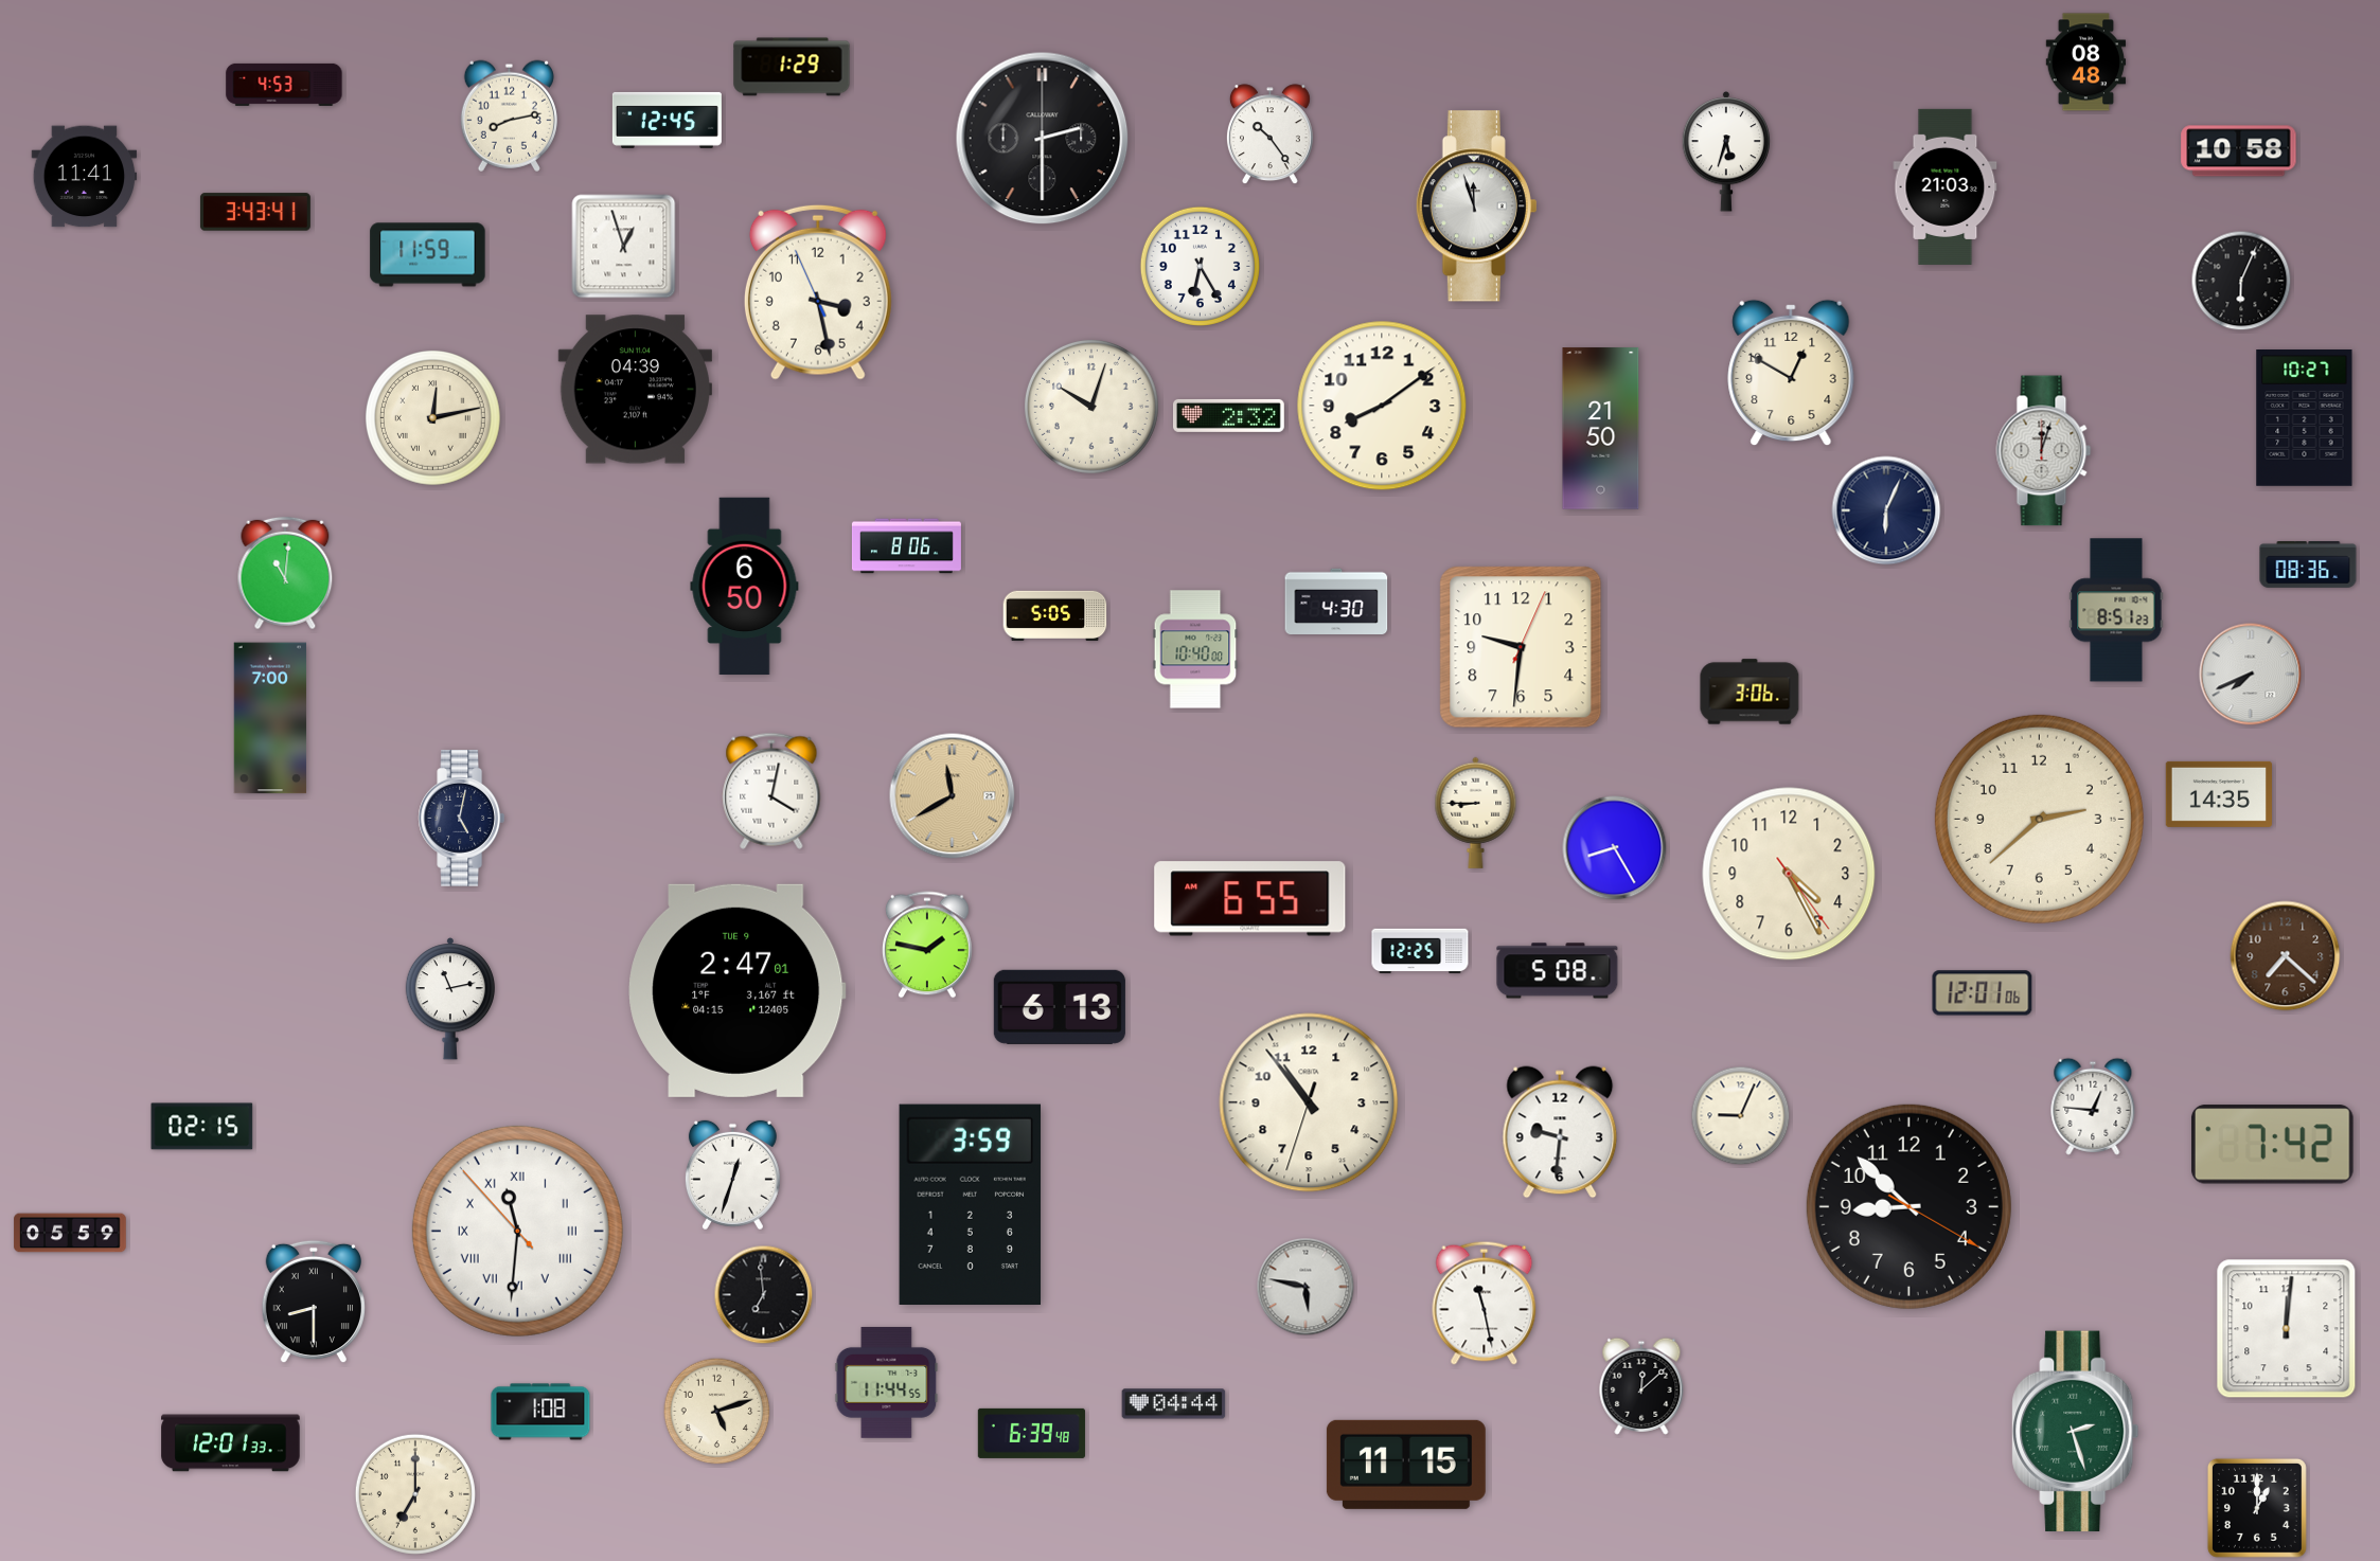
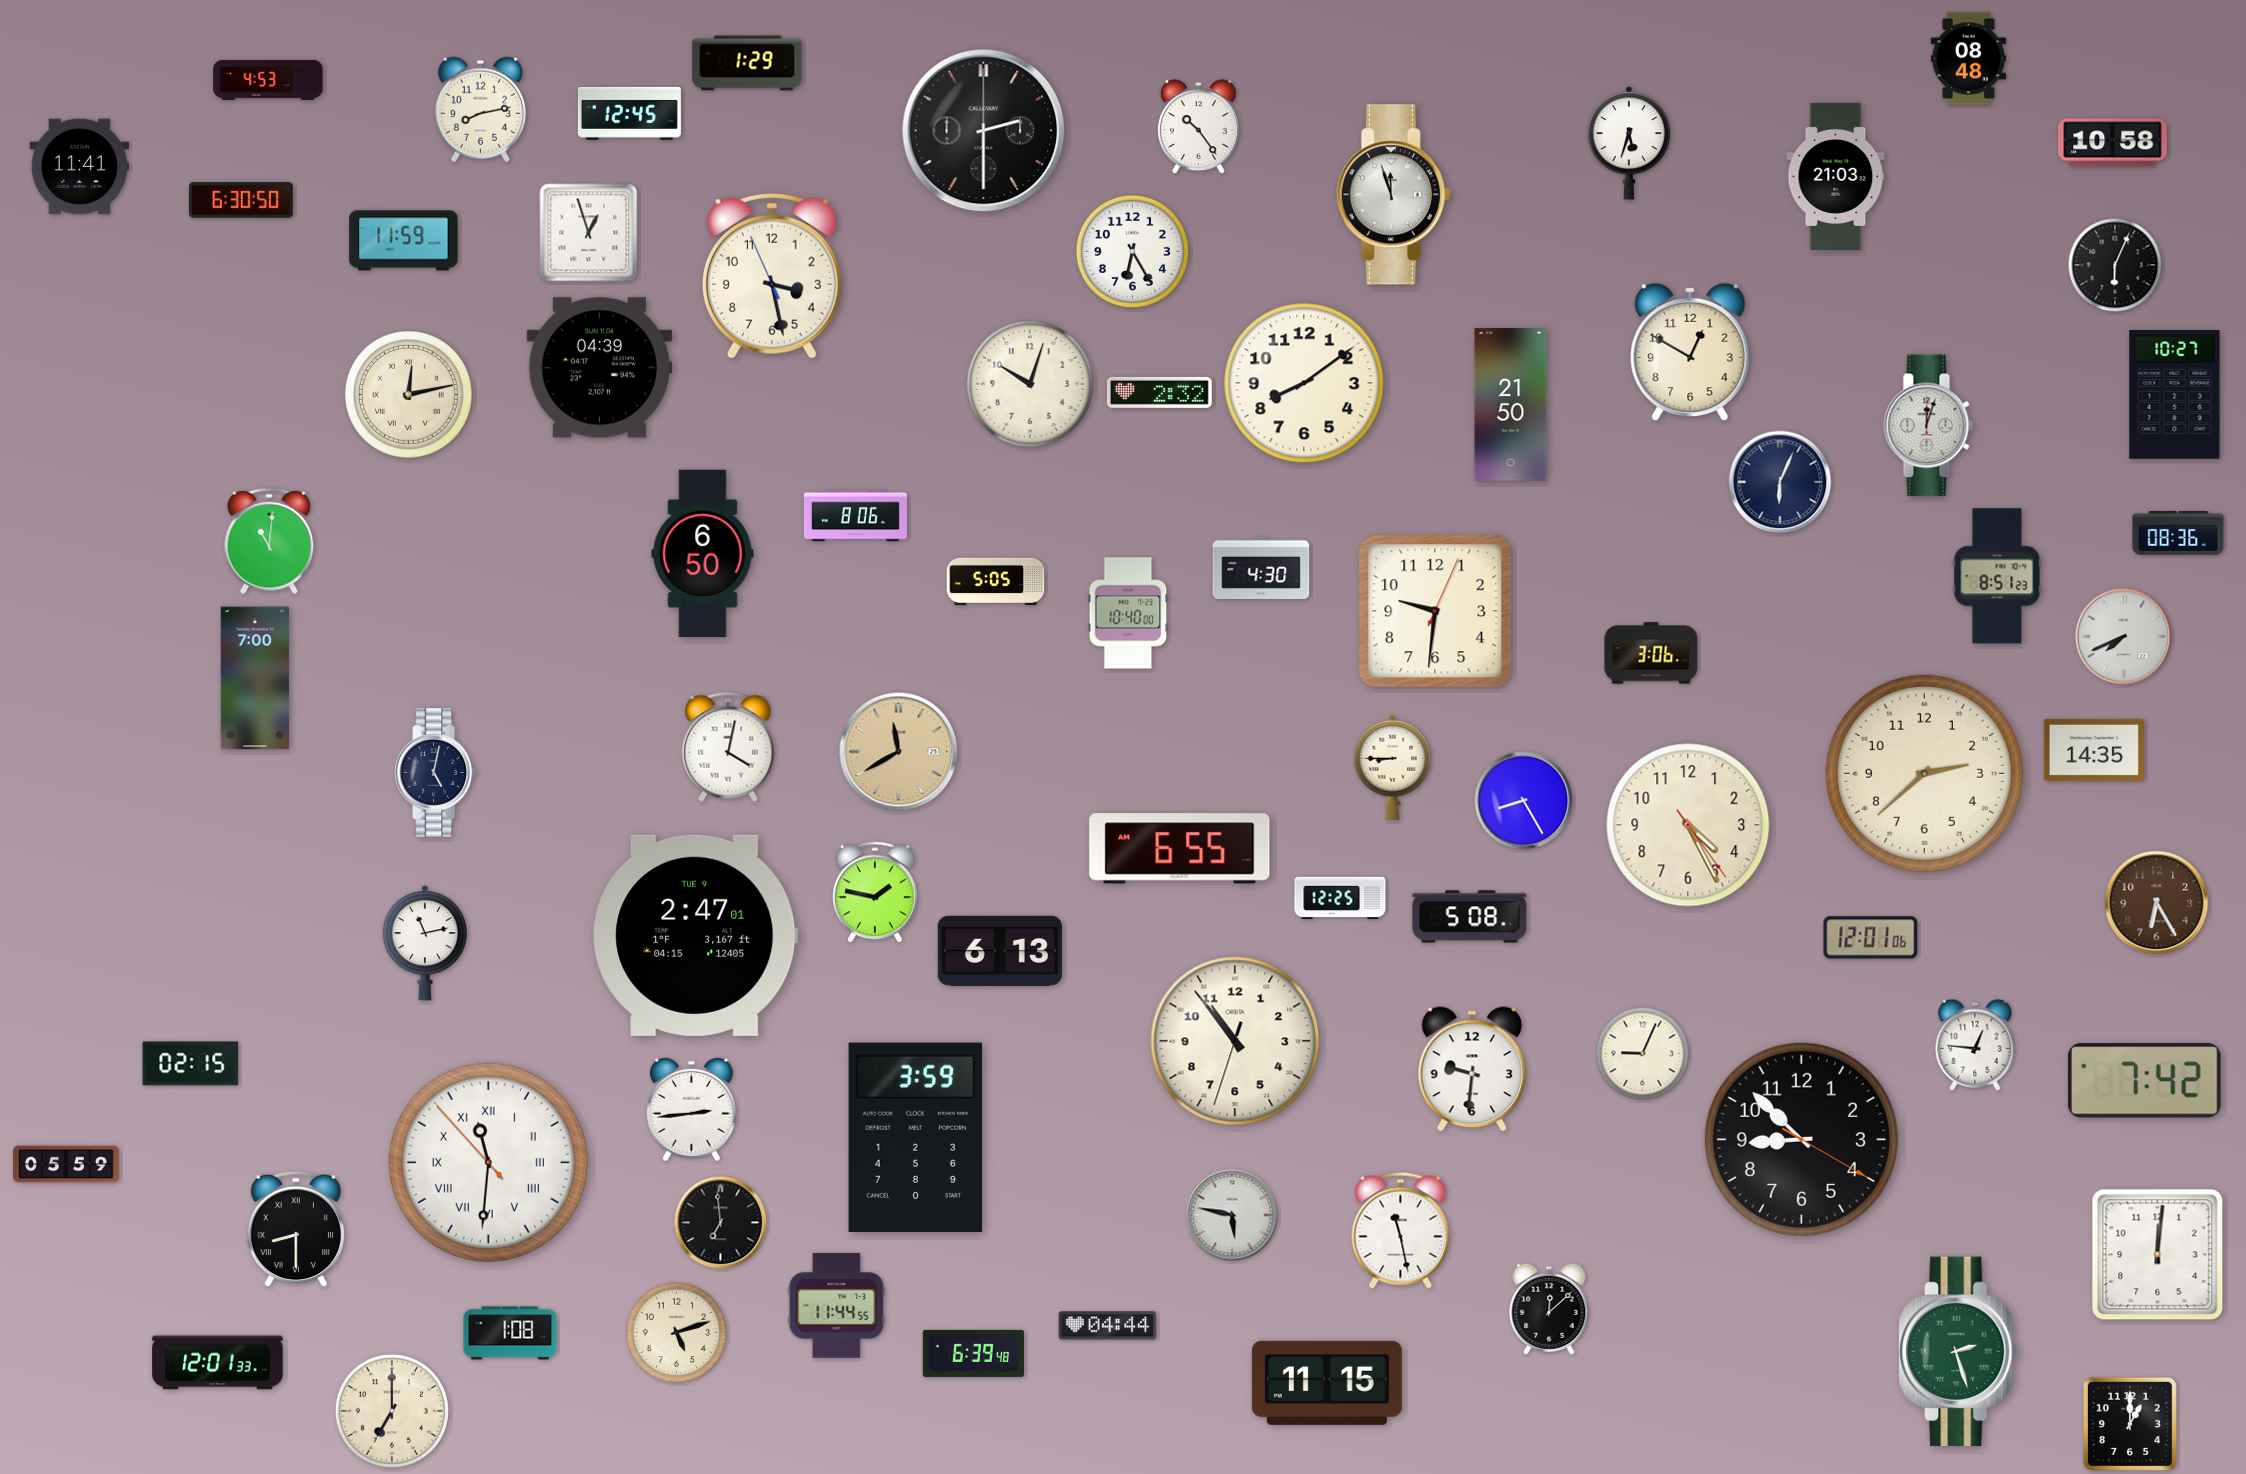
clock at (255, 212): 3:43 -> 6:30
clock at (2286, 956): 7:22 -> 6:25
clock at (732, 1176): 12:33 -> 2:44
